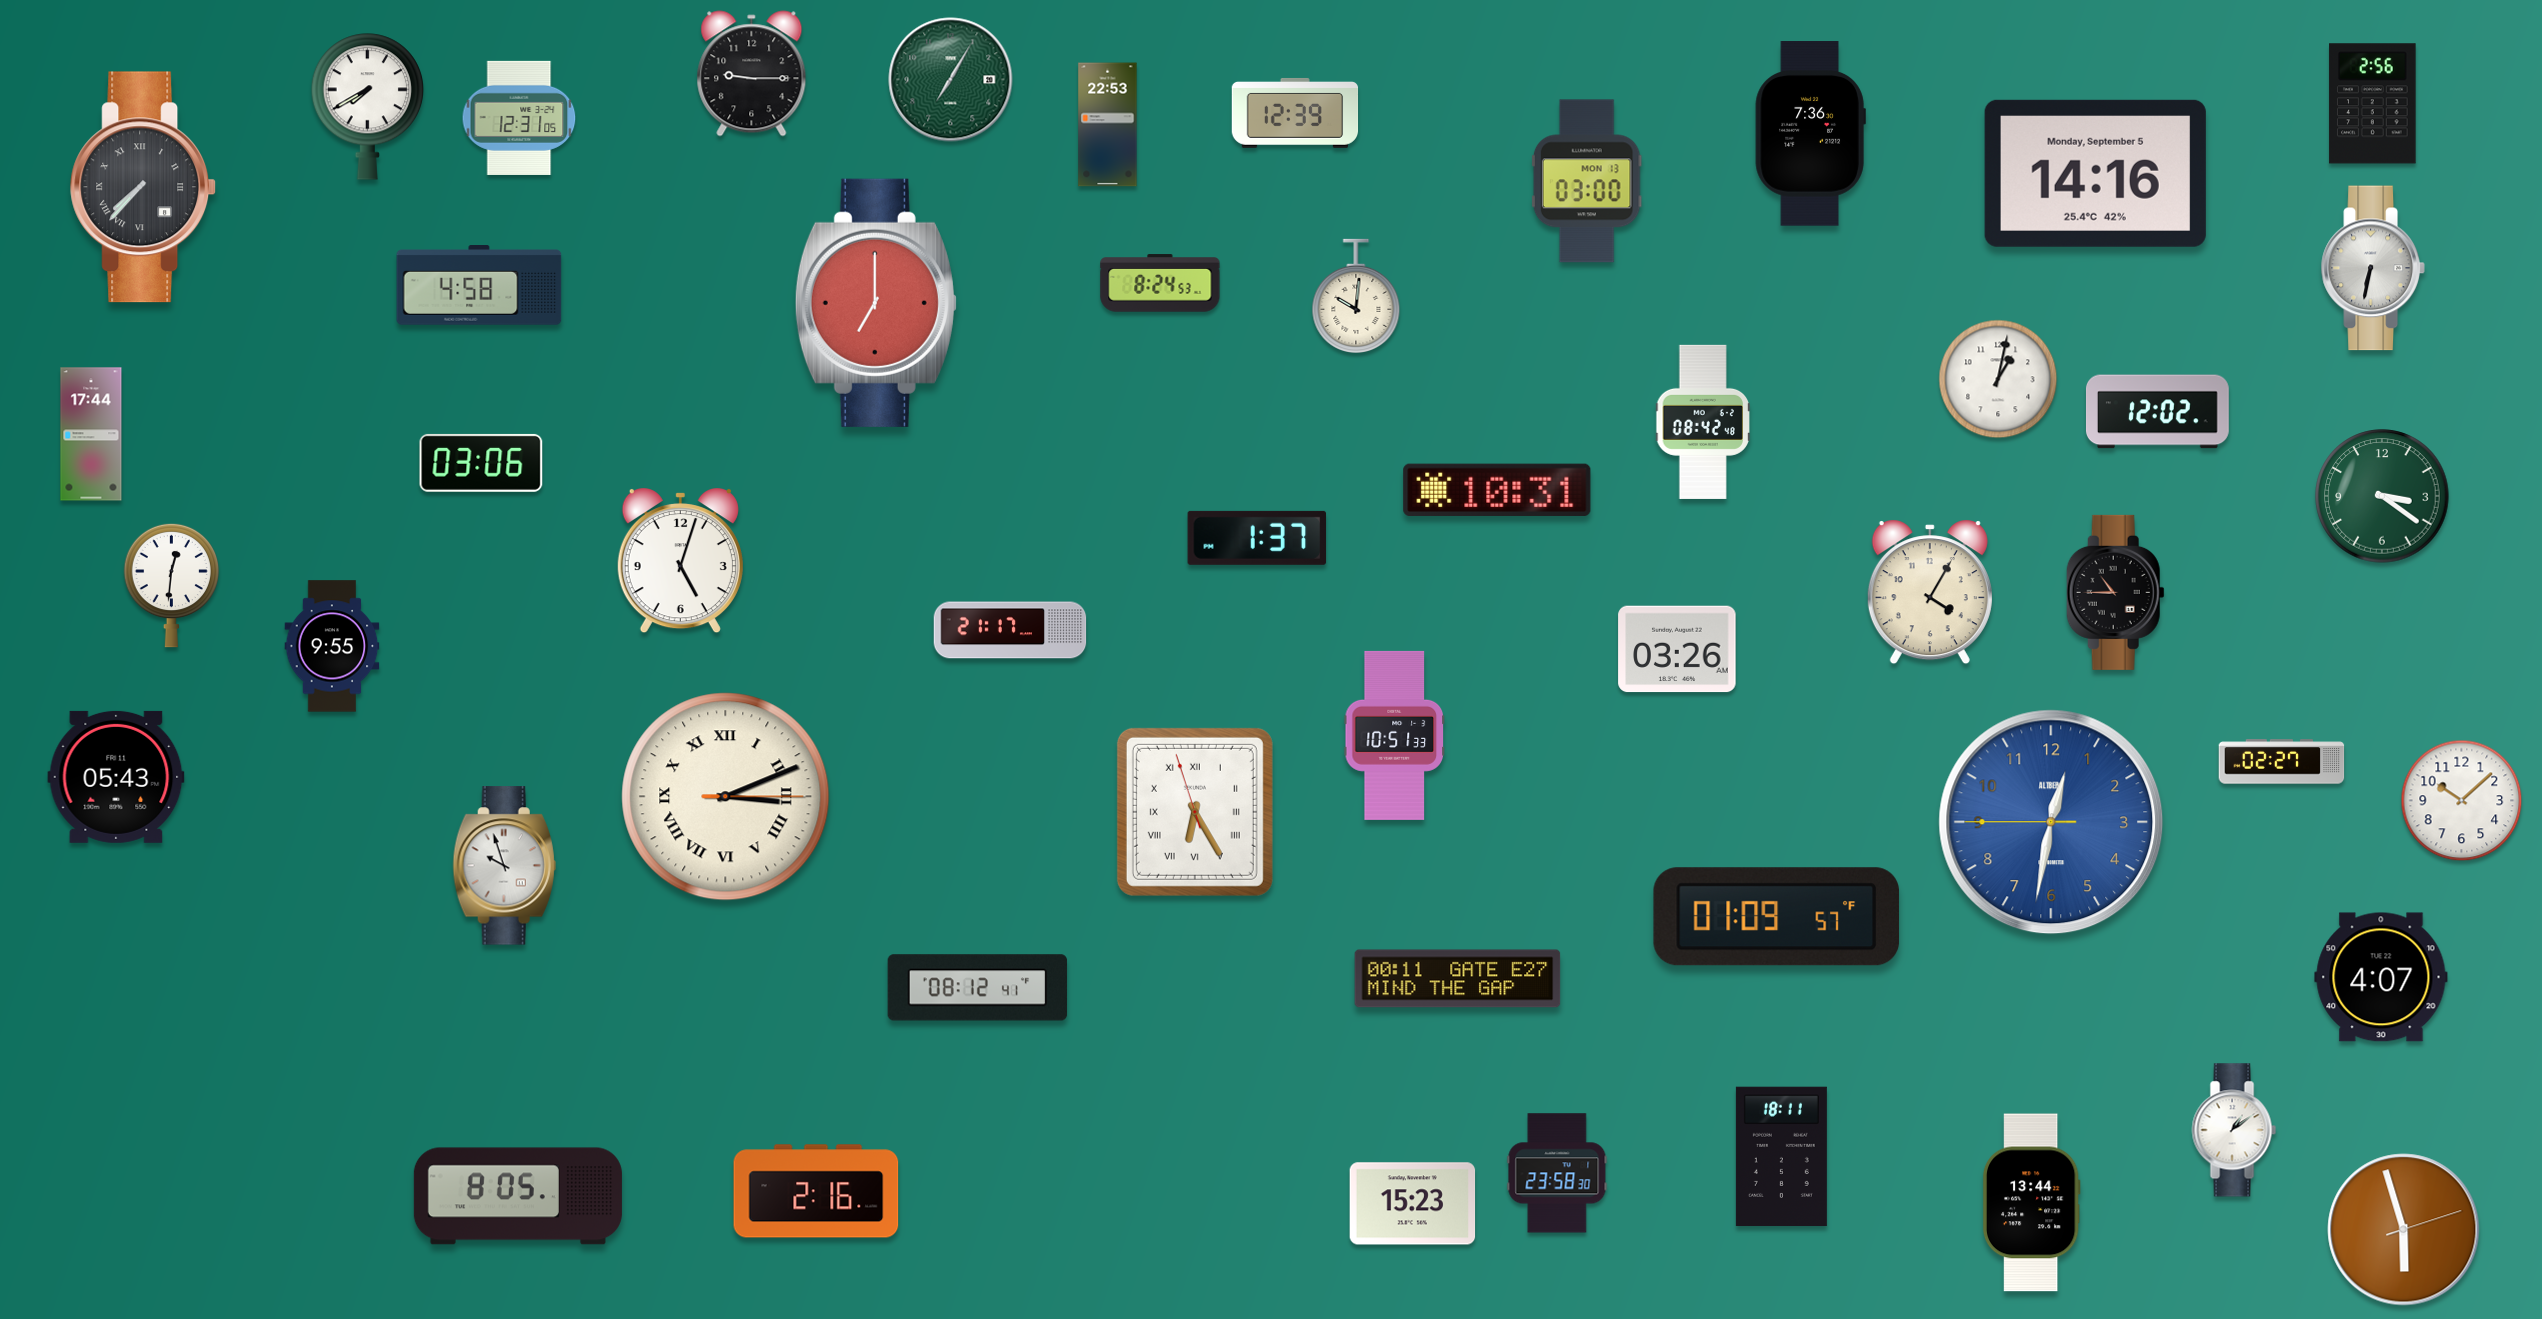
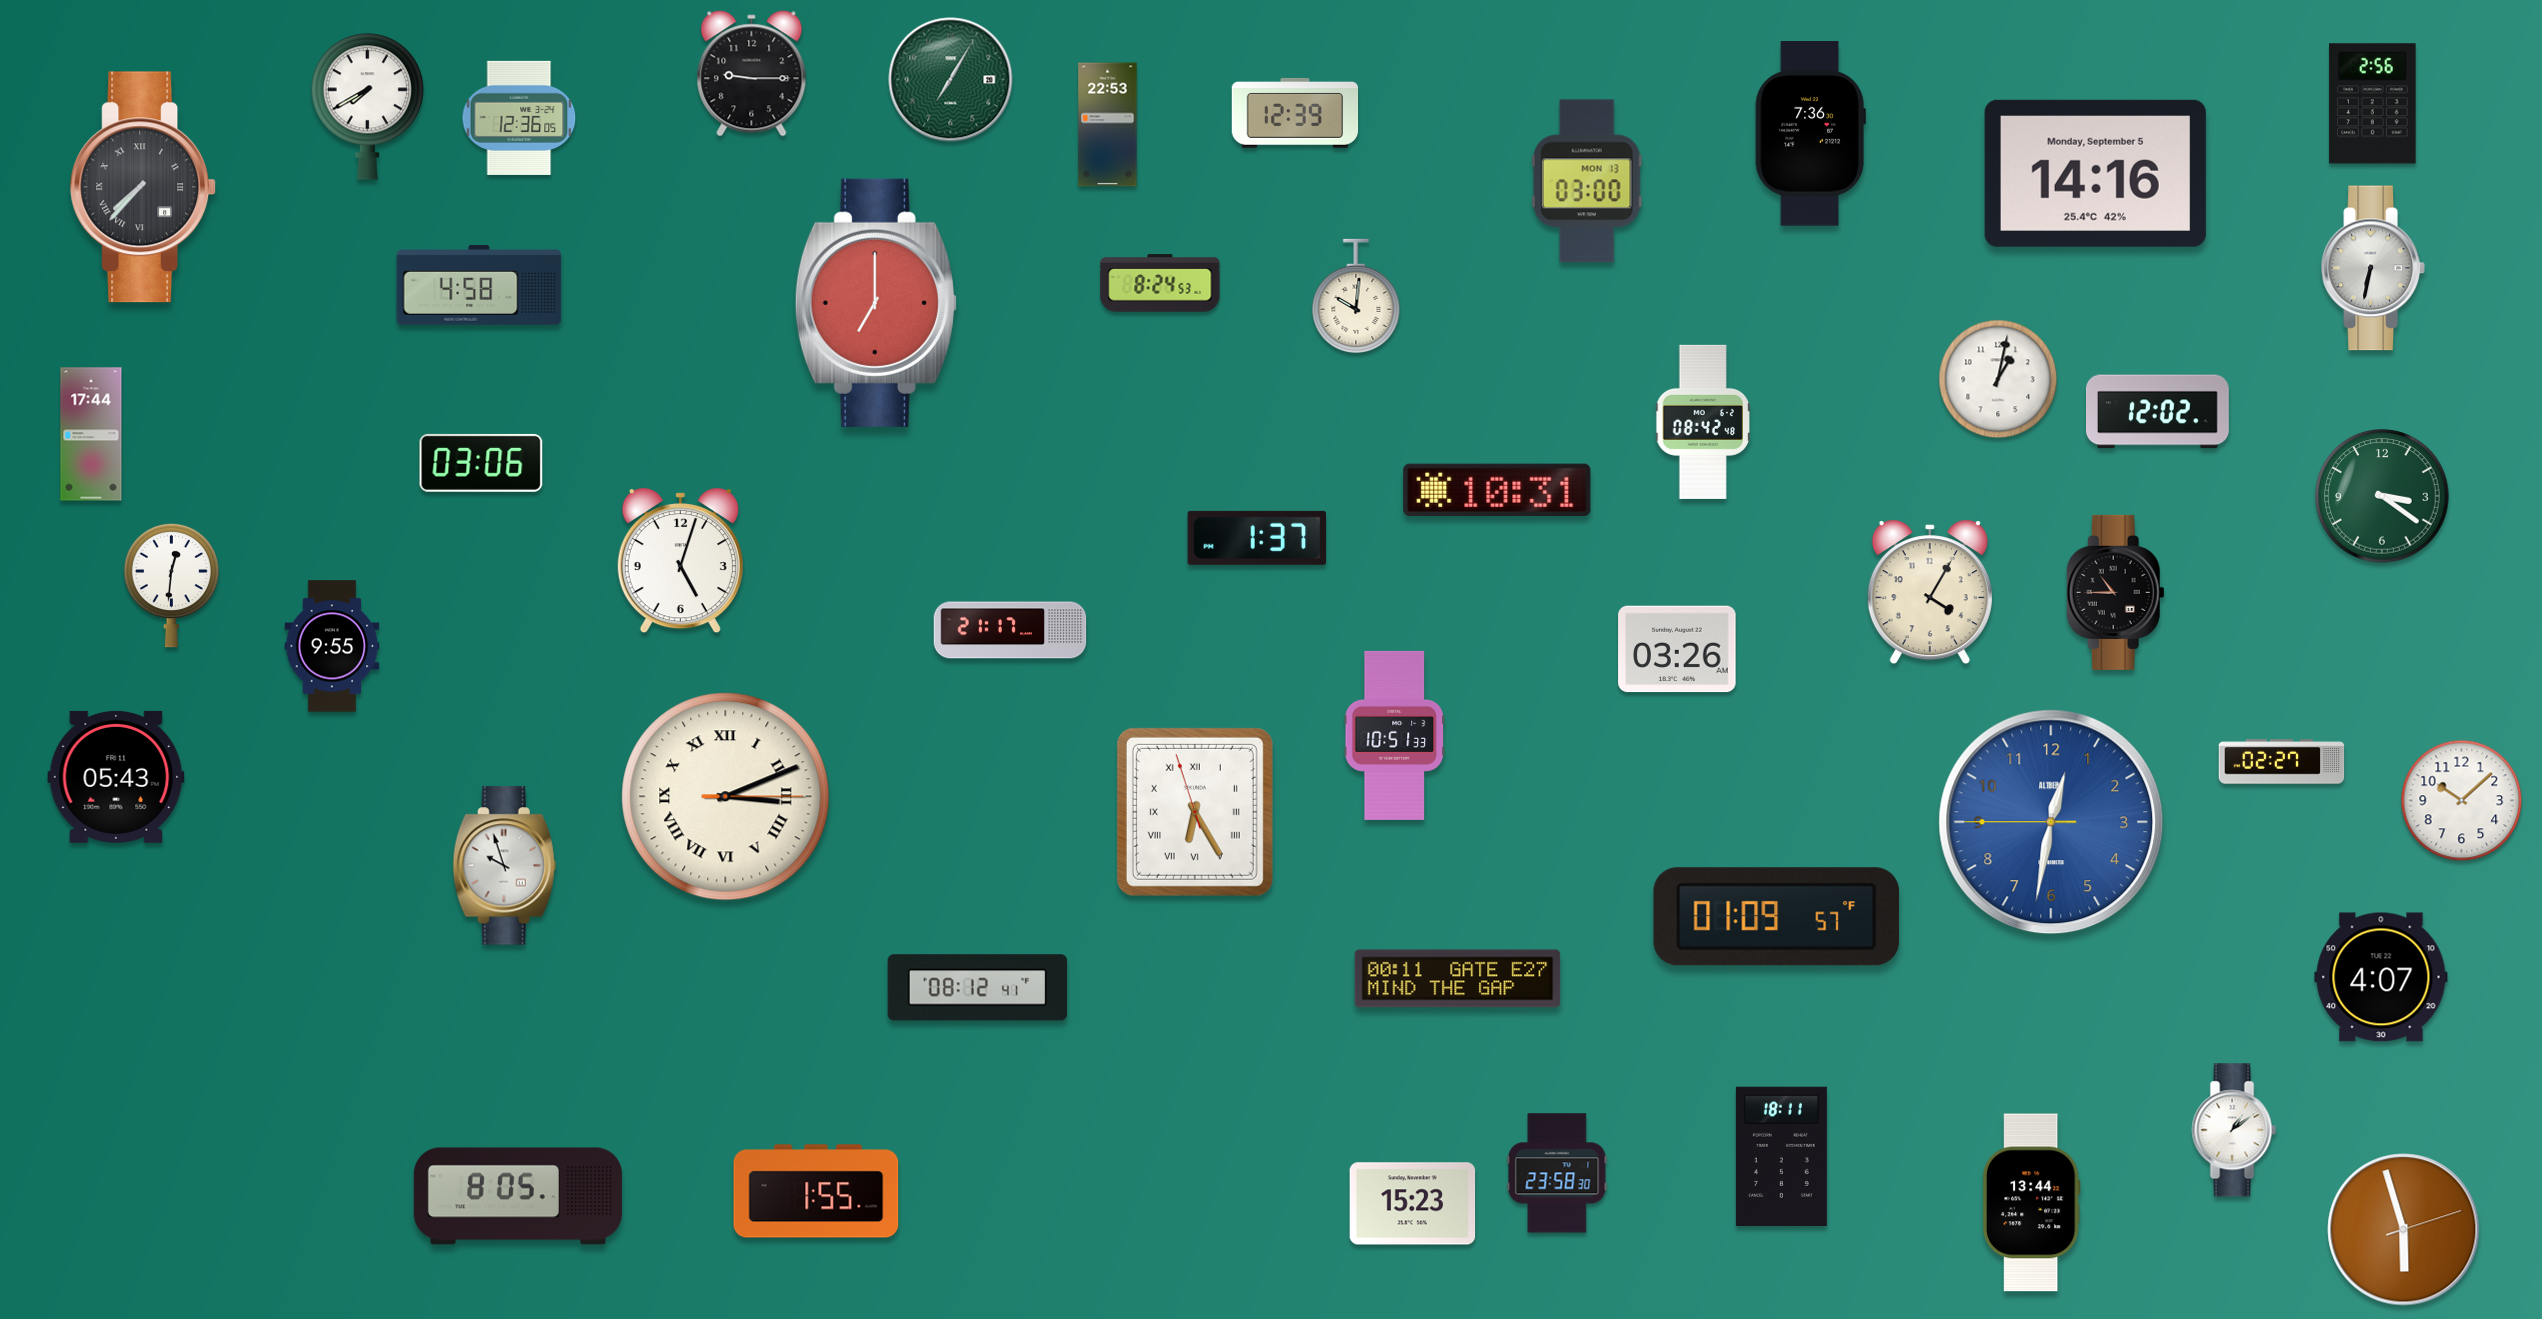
clock at (519, 118): 12:31 -> 12:36
clock at (816, 1191): 2:16 -> 1:55
